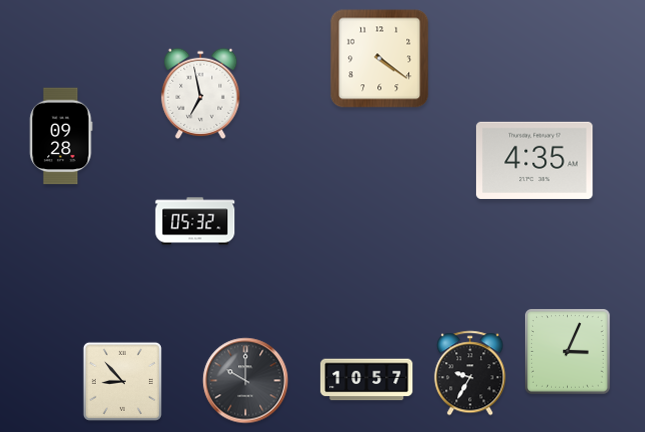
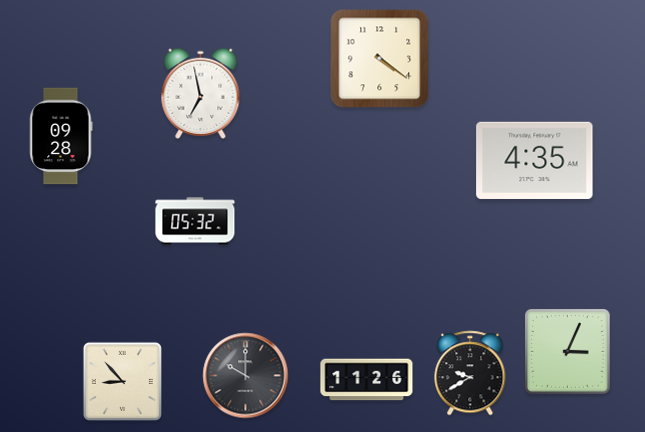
clock at (470, 373): 9:35 -> 9:40
clock at (367, 380): 10:57 -> 11:26
clock at (246, 381) position: (246, 381) -> (246, 376)
